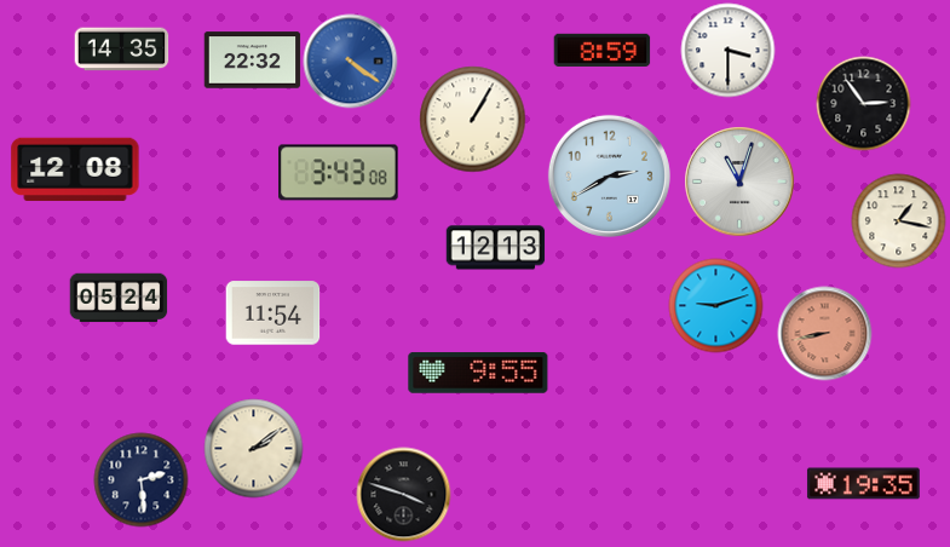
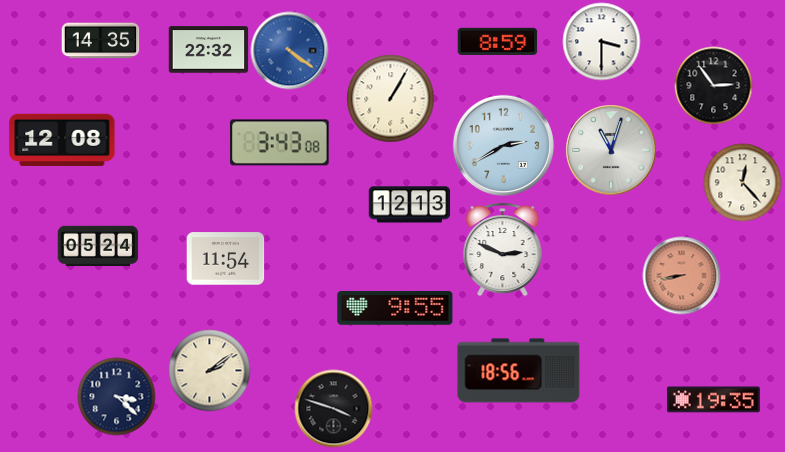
clock at (898, 220): 1:17 -> 12:23
clock at (503, 249): none -> 2:49
clock at (715, 305): 9:12 -> none
clock at (519, 371): none -> 18:56
clock at (140, 479): 2:29 -> 3:22
